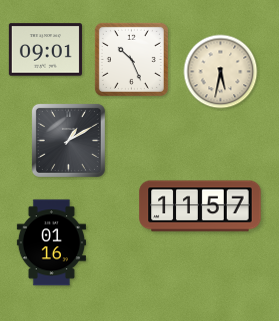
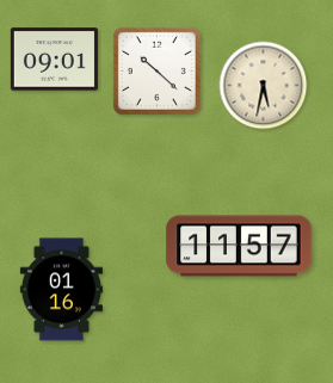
clock at (131, 59): 10:26 -> 10:22
clock at (68, 140): 1:10 -> none
